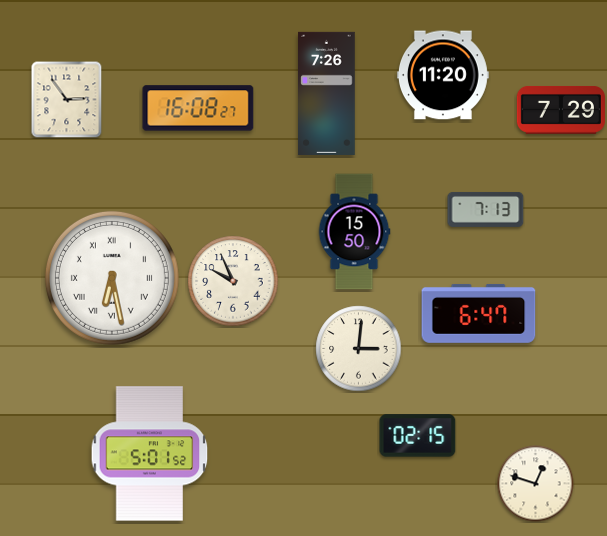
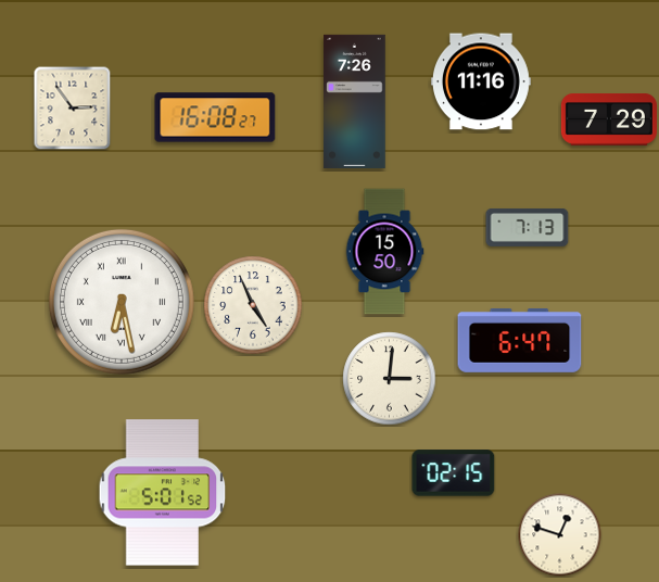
clock at (443, 75): 11:20 -> 11:16
clock at (233, 281): 9:56 -> 4:56
clock at (536, 484) position: (536, 484) -> (560, 535)
